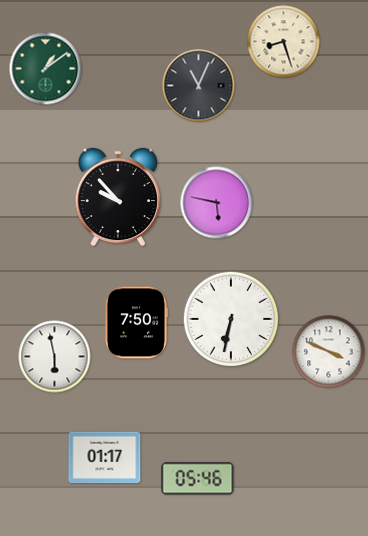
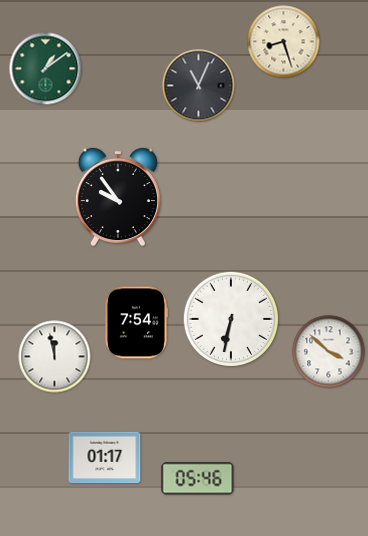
clock at (118, 197): 9:53 -> 9:54
clock at (217, 203): 5:47 -> none
clock at (135, 323): 7:50 -> 7:54
clock at (329, 352): 3:49 -> 3:52
clock at (55, 357): 5:58 -> 11:58
